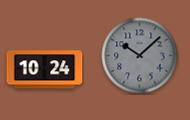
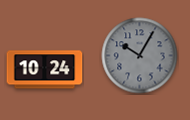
clock at (140, 56): 10:08 -> 10:05
